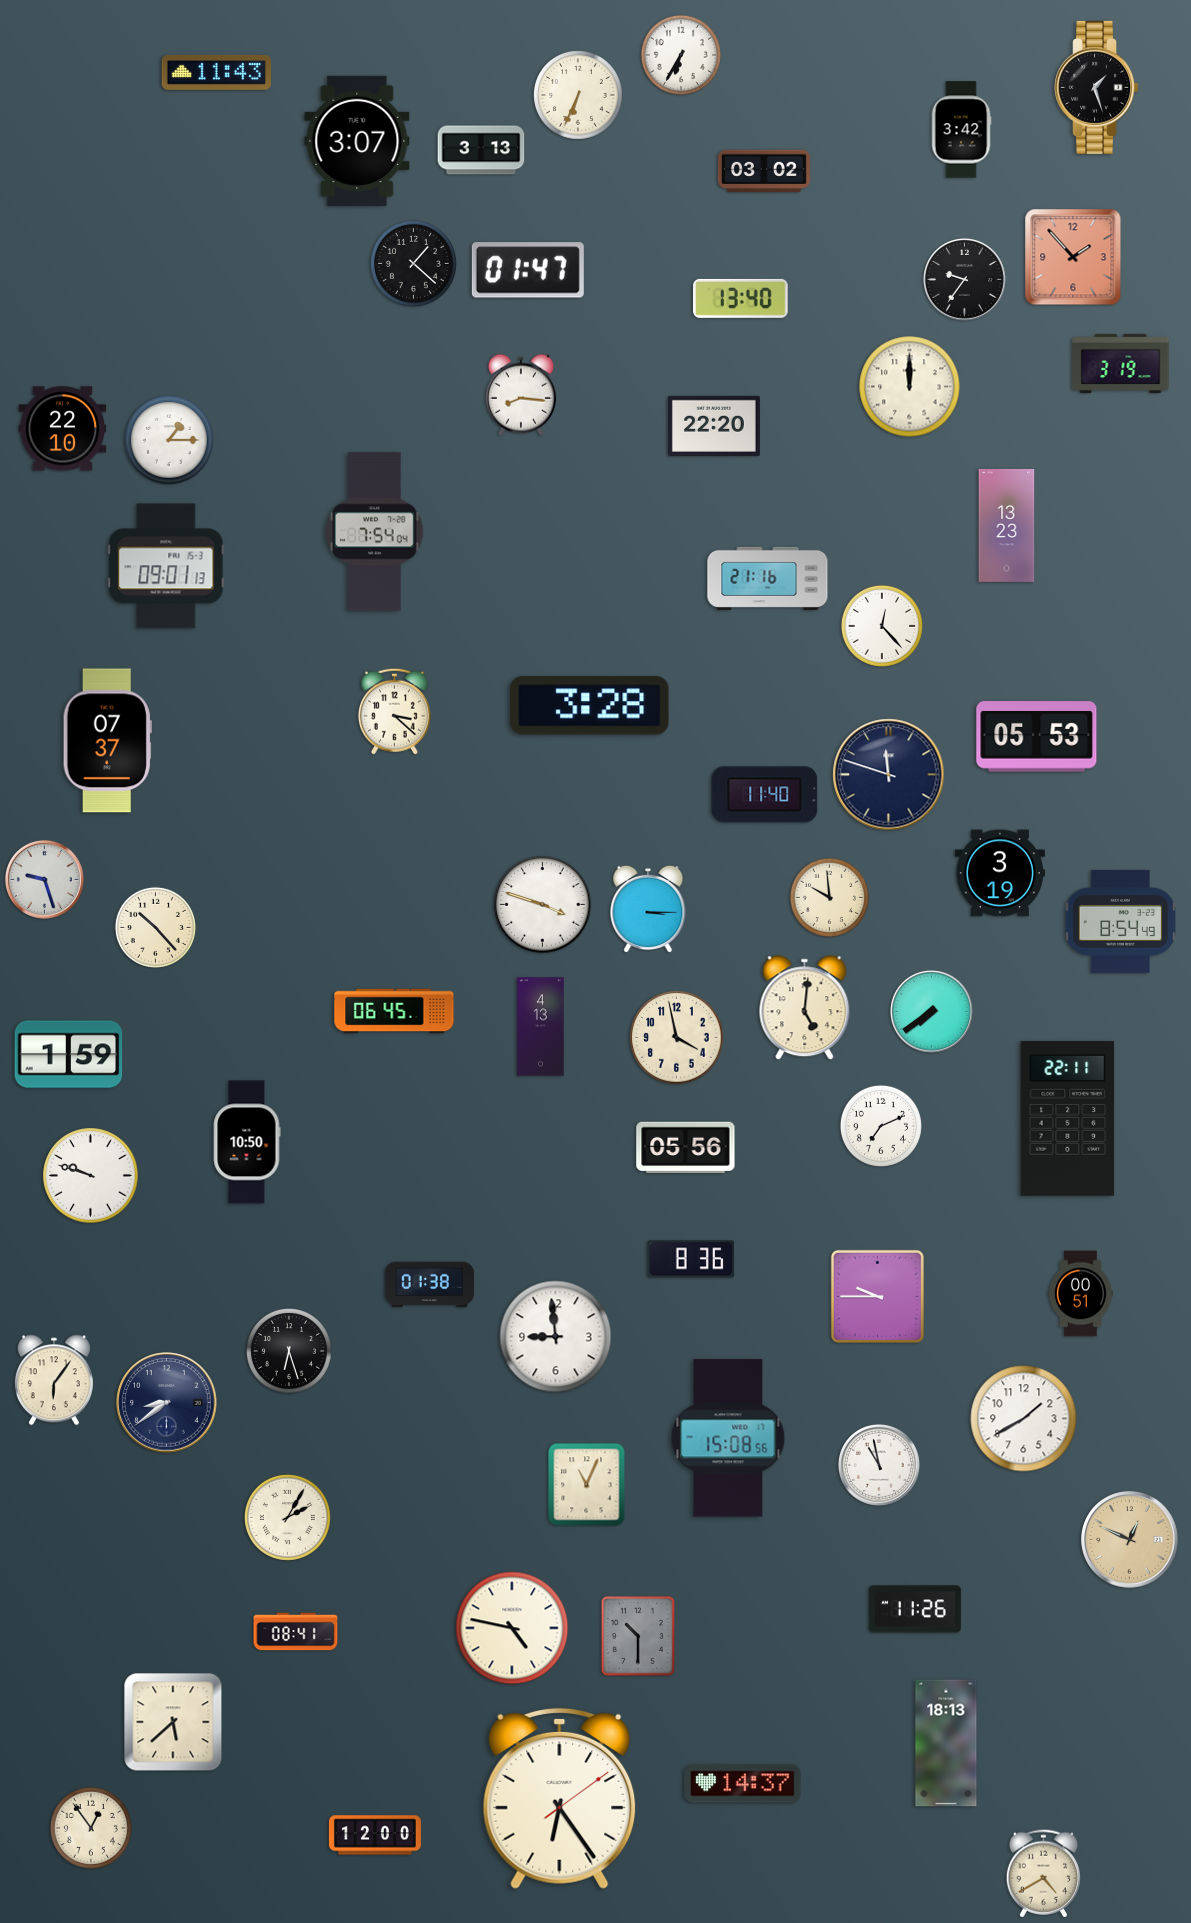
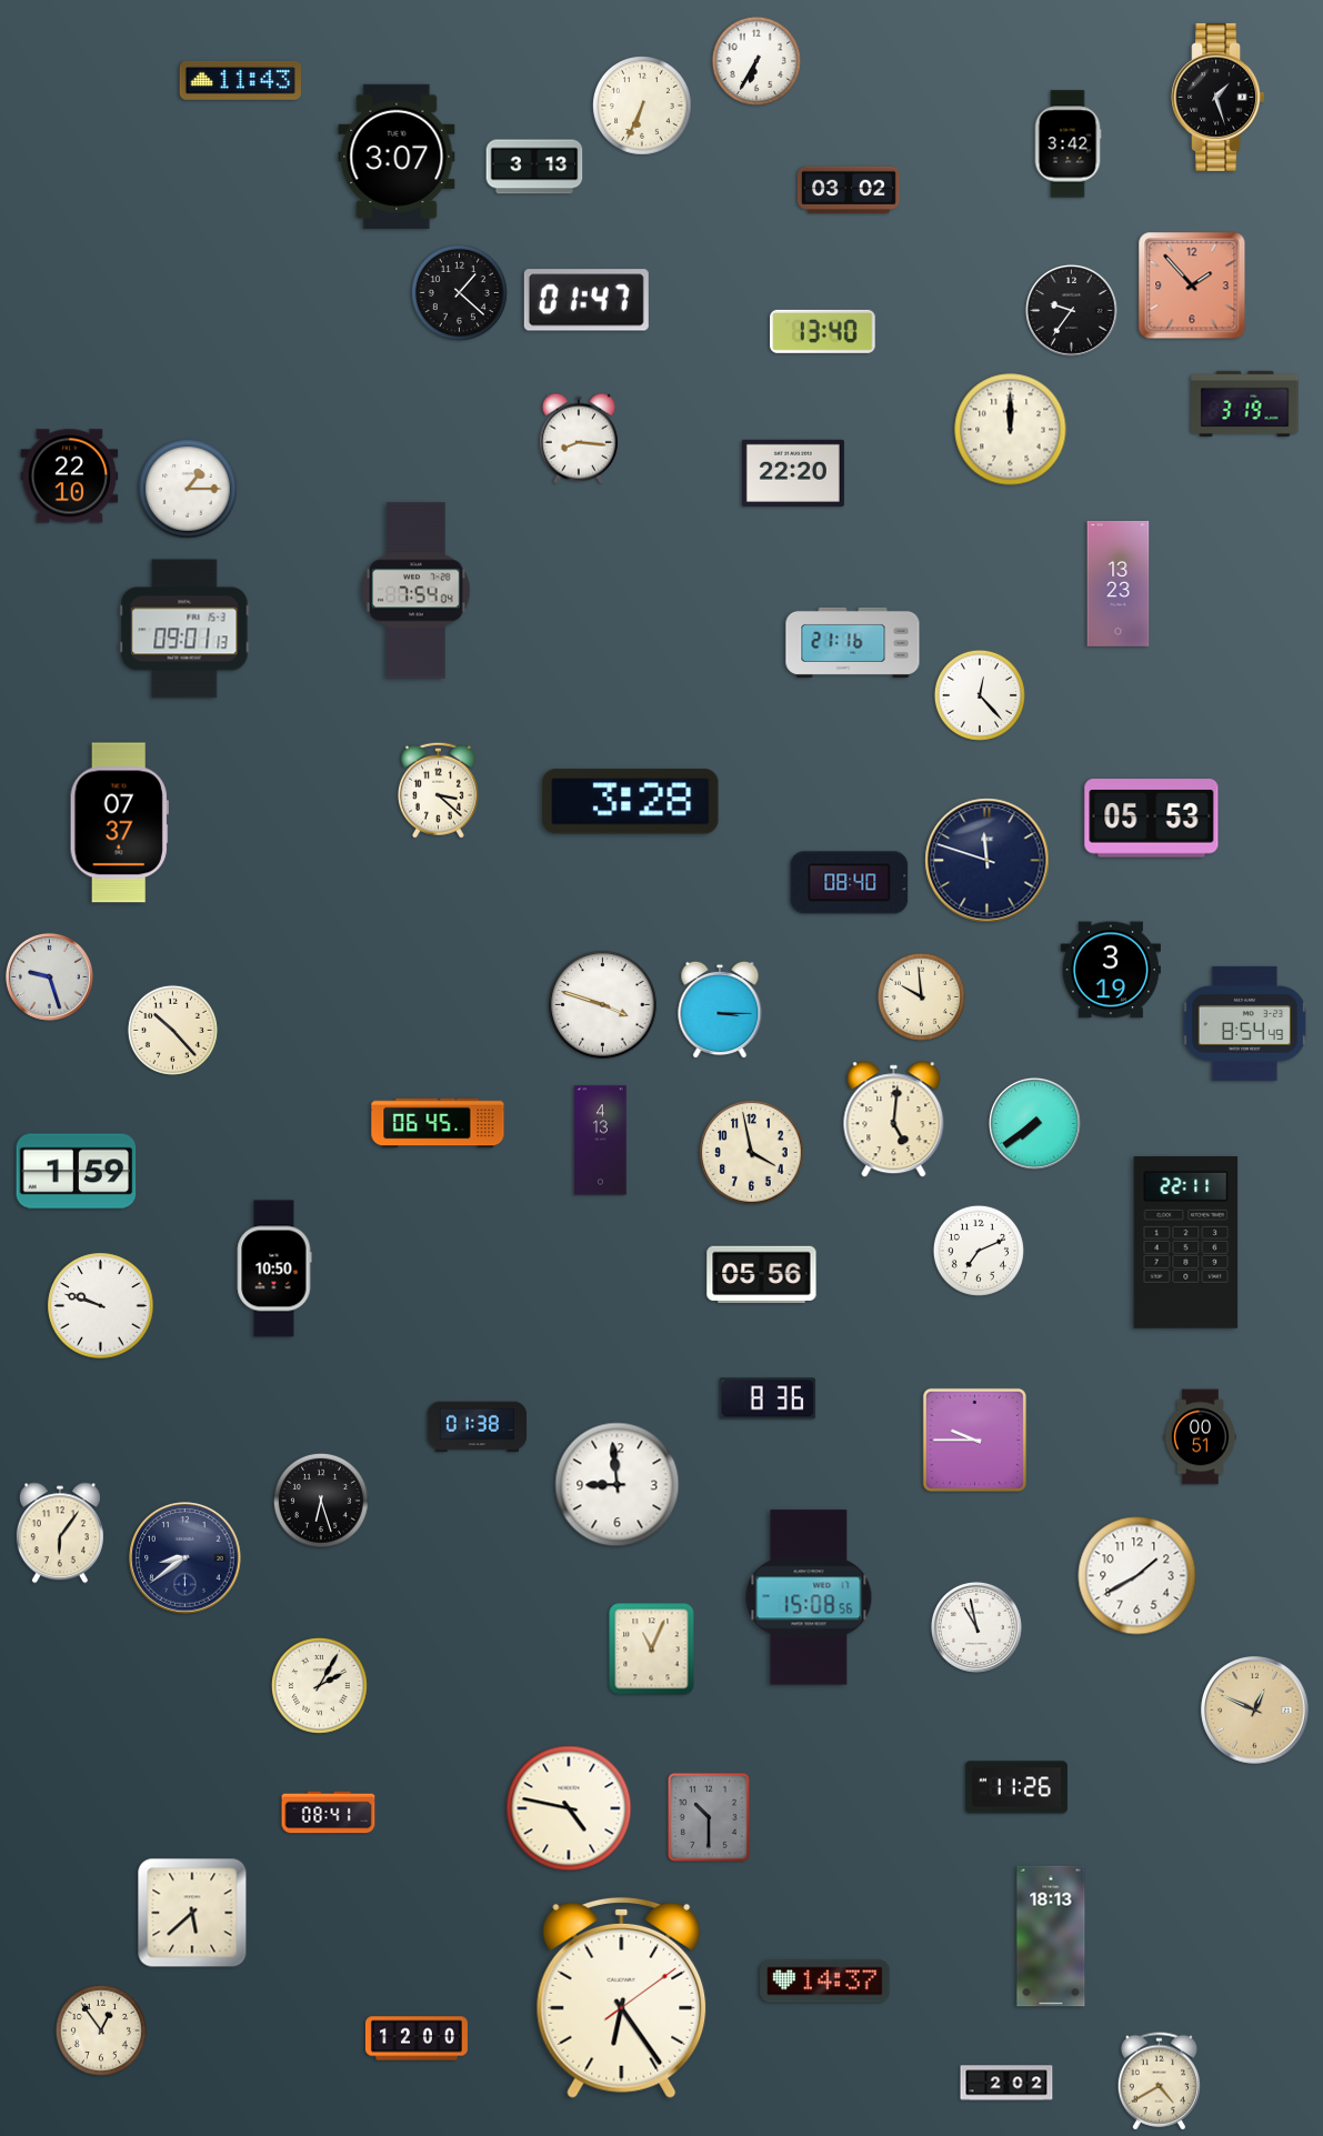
clock at (590, 706) position: (590, 706) -> (631, 802)
clock at (765, 795): 11:40 -> 08:40
clock at (1006, 2083): none -> 2:02
